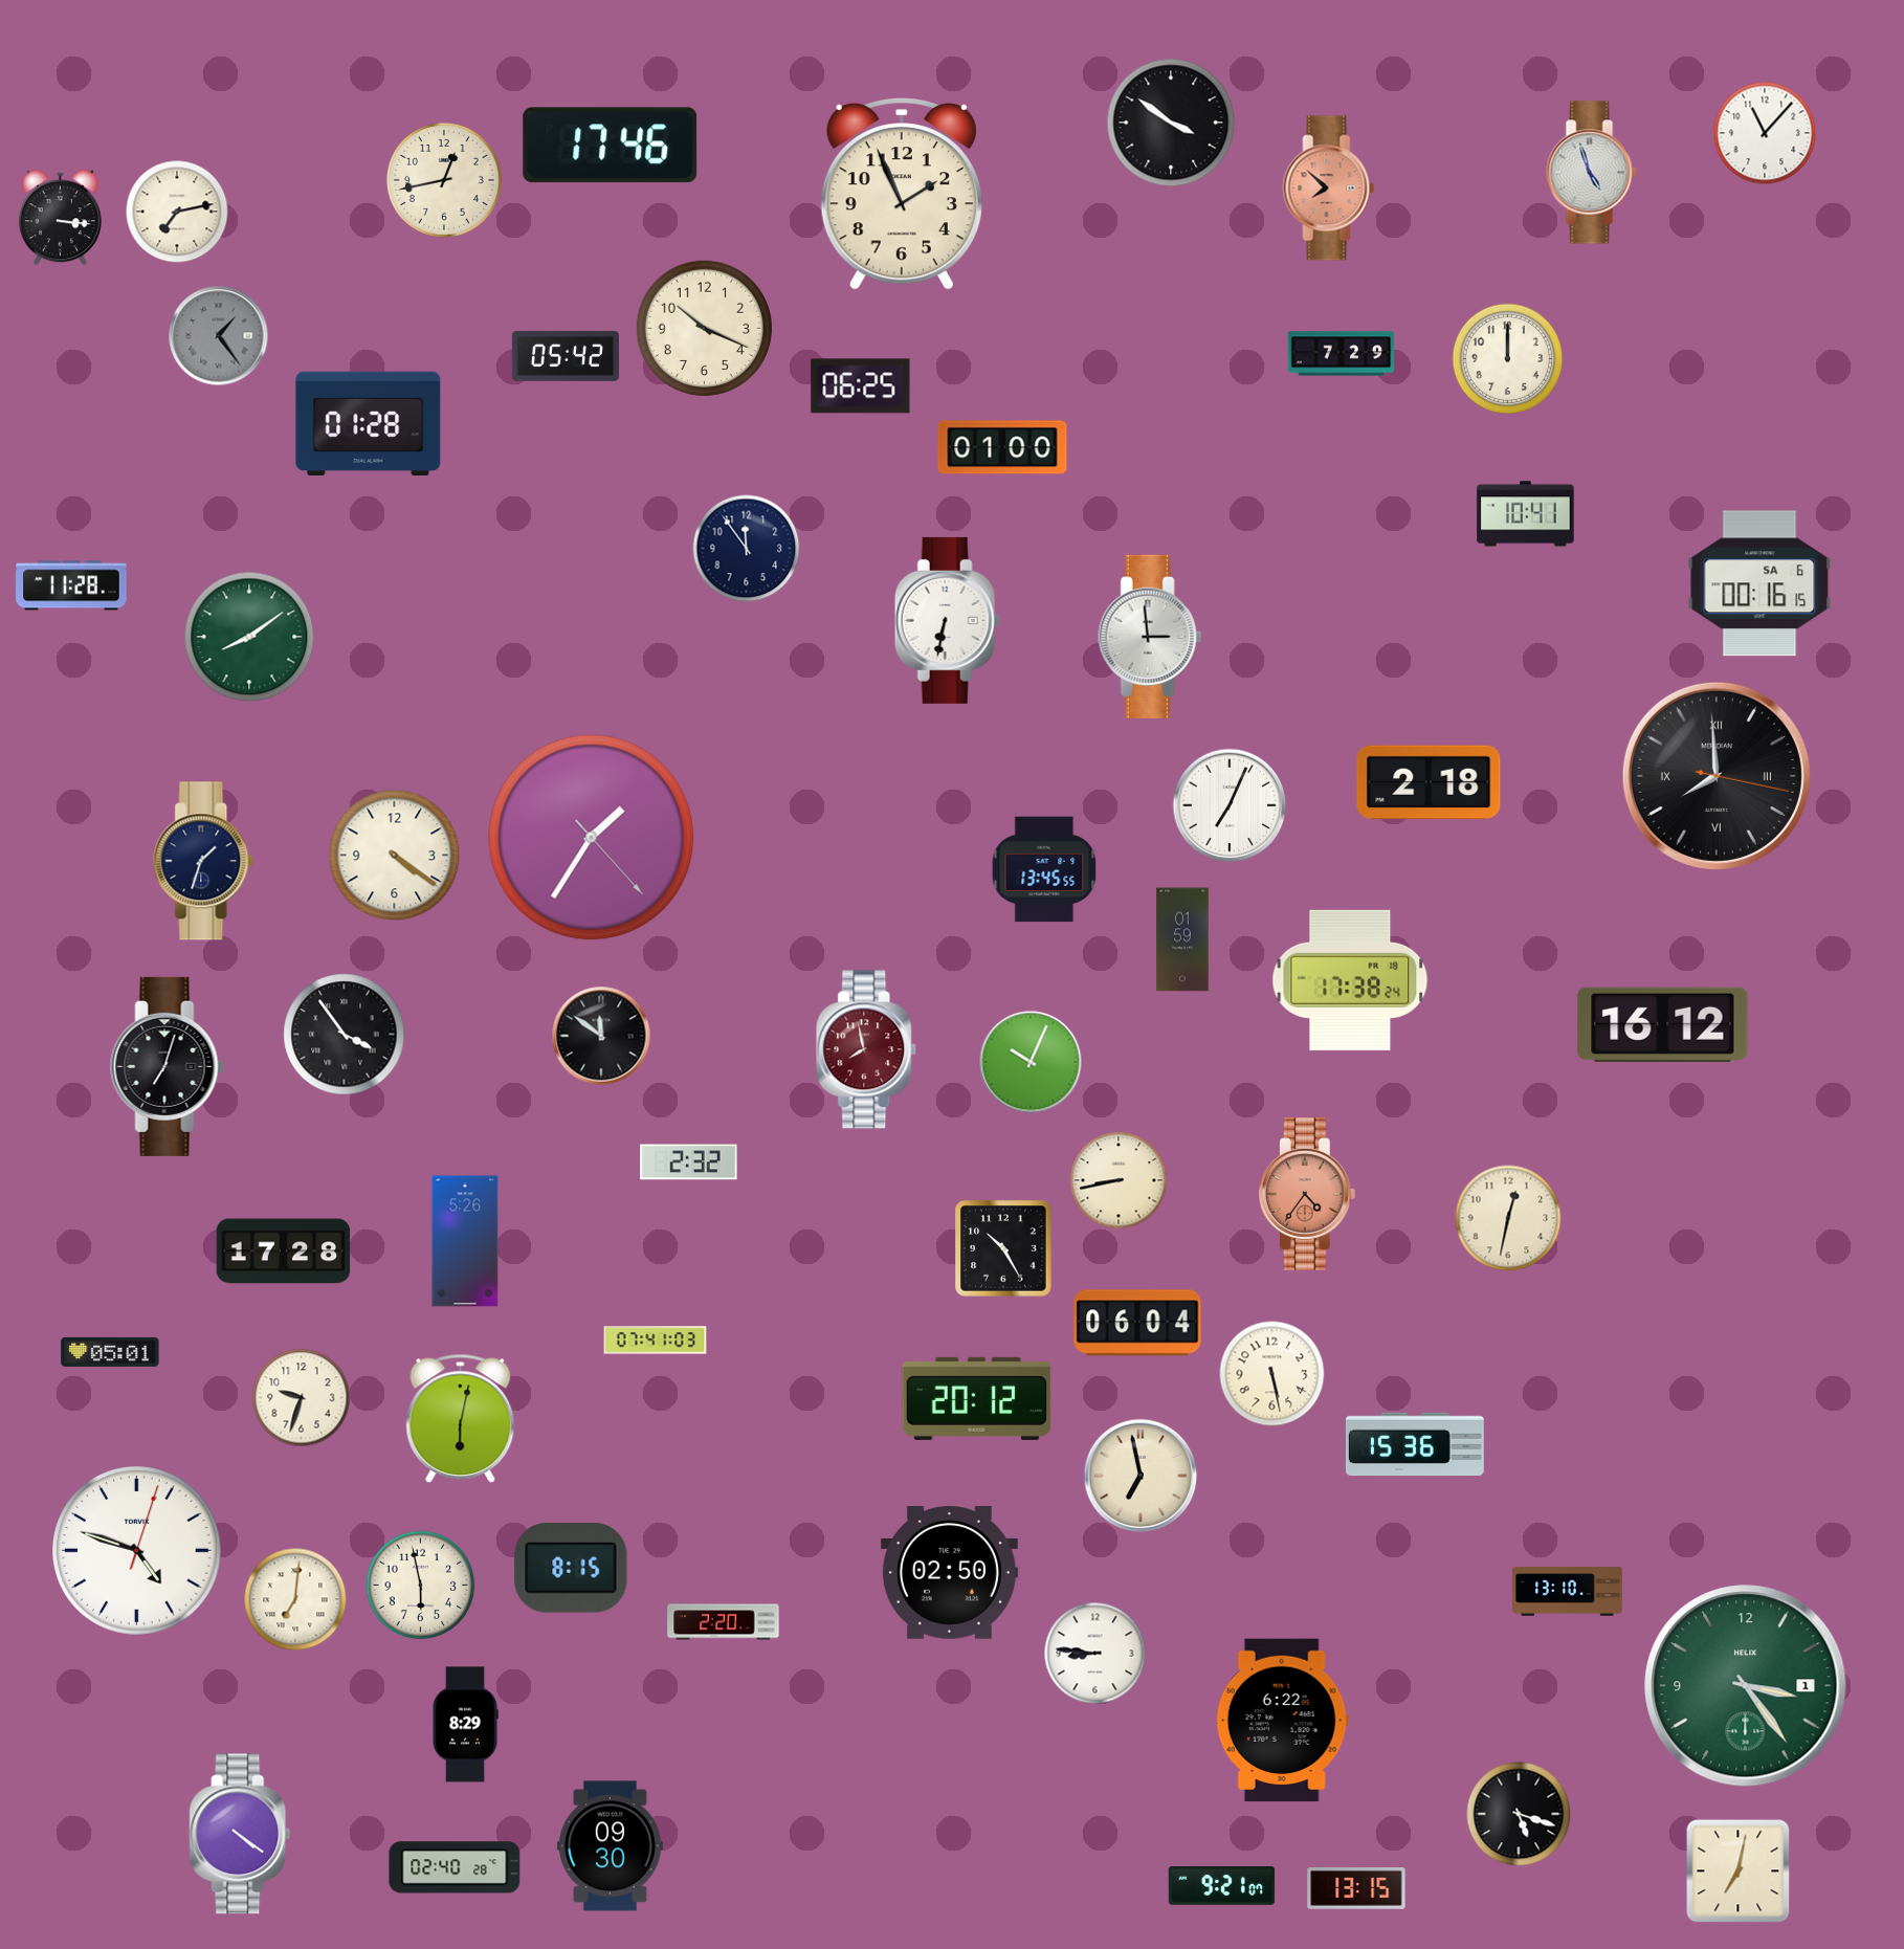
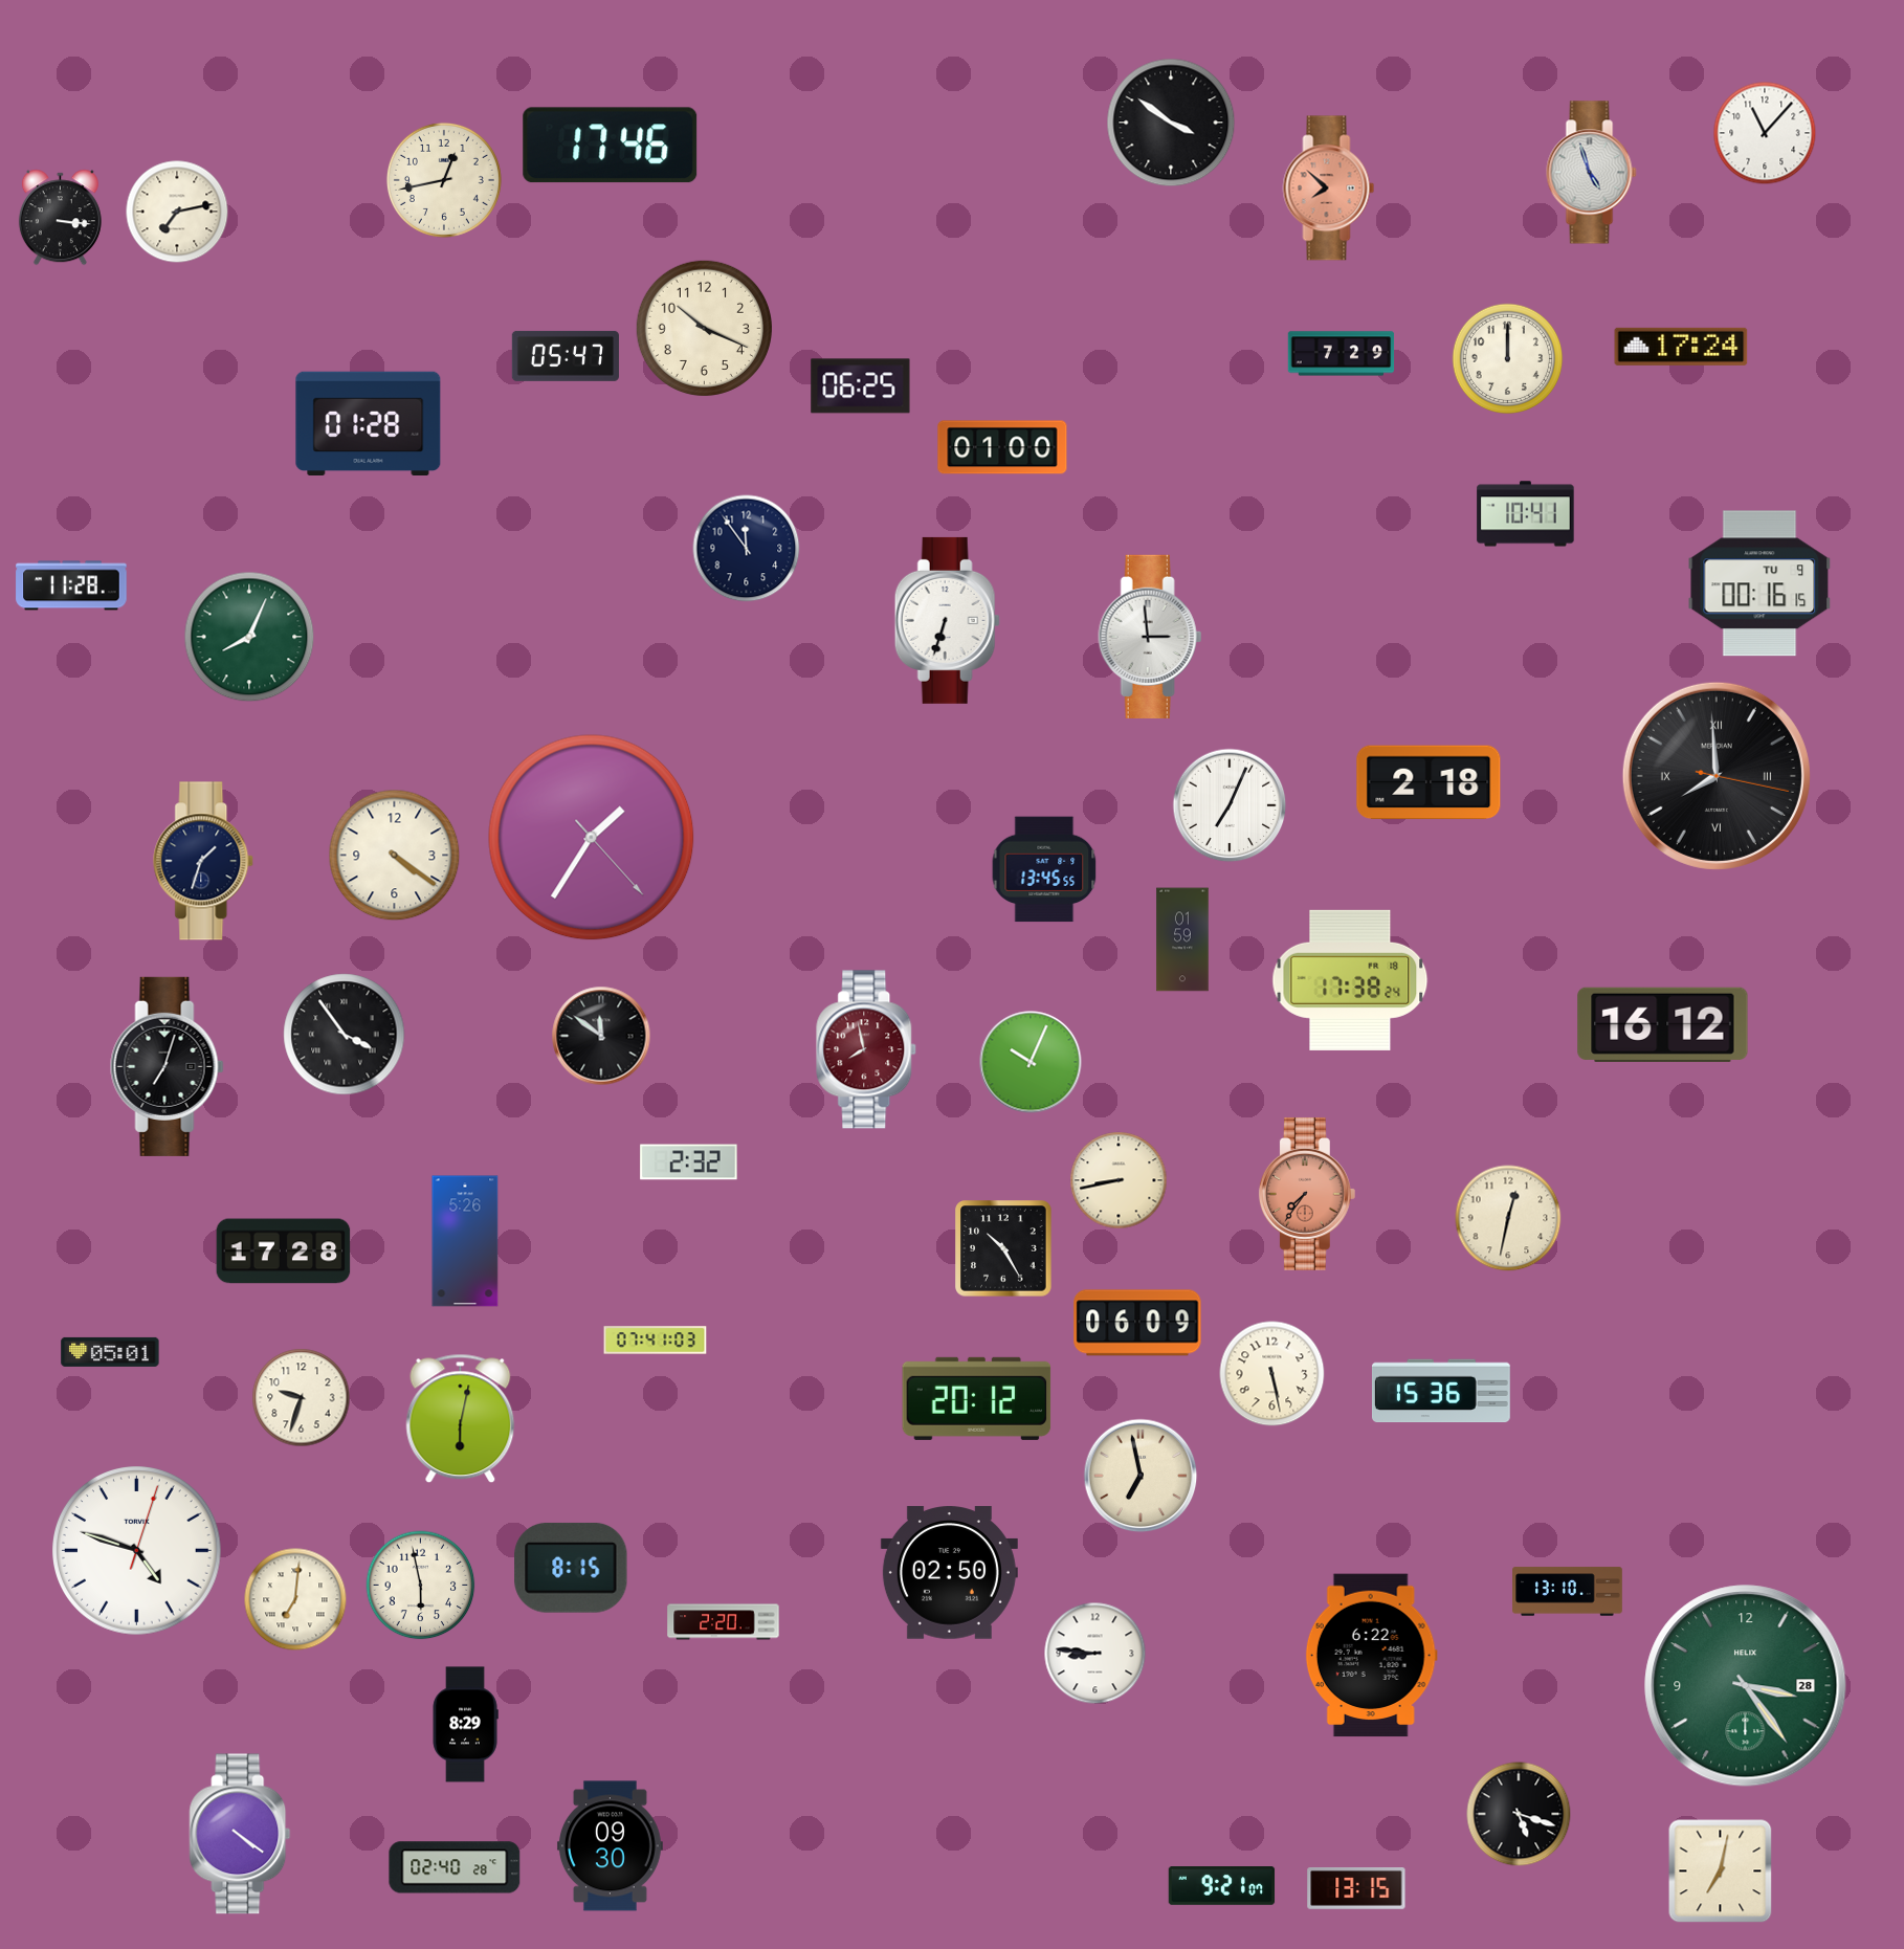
clock at (902, 194): 1:56 -> none
clock at (219, 336): 1:24 -> none
clock at (1681, 347): none -> 17:24
clock at (566, 356): 05:42 -> 05:47
clock at (1759, 583) date: SA 6 -> TU 9
clock at (947, 620): 6:32 -> 6:33
clock at (249, 637): 8:09 -> 8:04
clock at (1307, 1194): 4:36 -> 7:36
clock at (1137, 1323): 06:04 -> 06:09
clock at (1415, 1444) position: (1415, 1444) -> (1441, 1391)
clock at (1746, 1686) date: 1 -> 28
clock at (1282, 1721) position: (1282, 1721) -> (1371, 1656)
clock at (1739, 1872) position: (1739, 1872) -> (1721, 1872)
